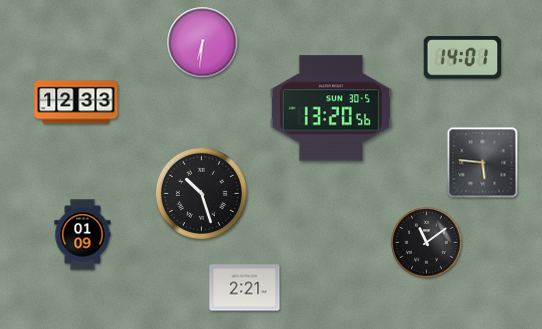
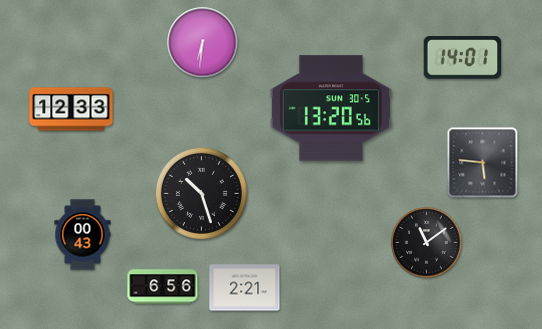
clock at (76, 102) position: (76, 102) -> (71, 109)
clock at (83, 235): 01:09 -> 00:43
clock at (163, 287): none -> 6:56
